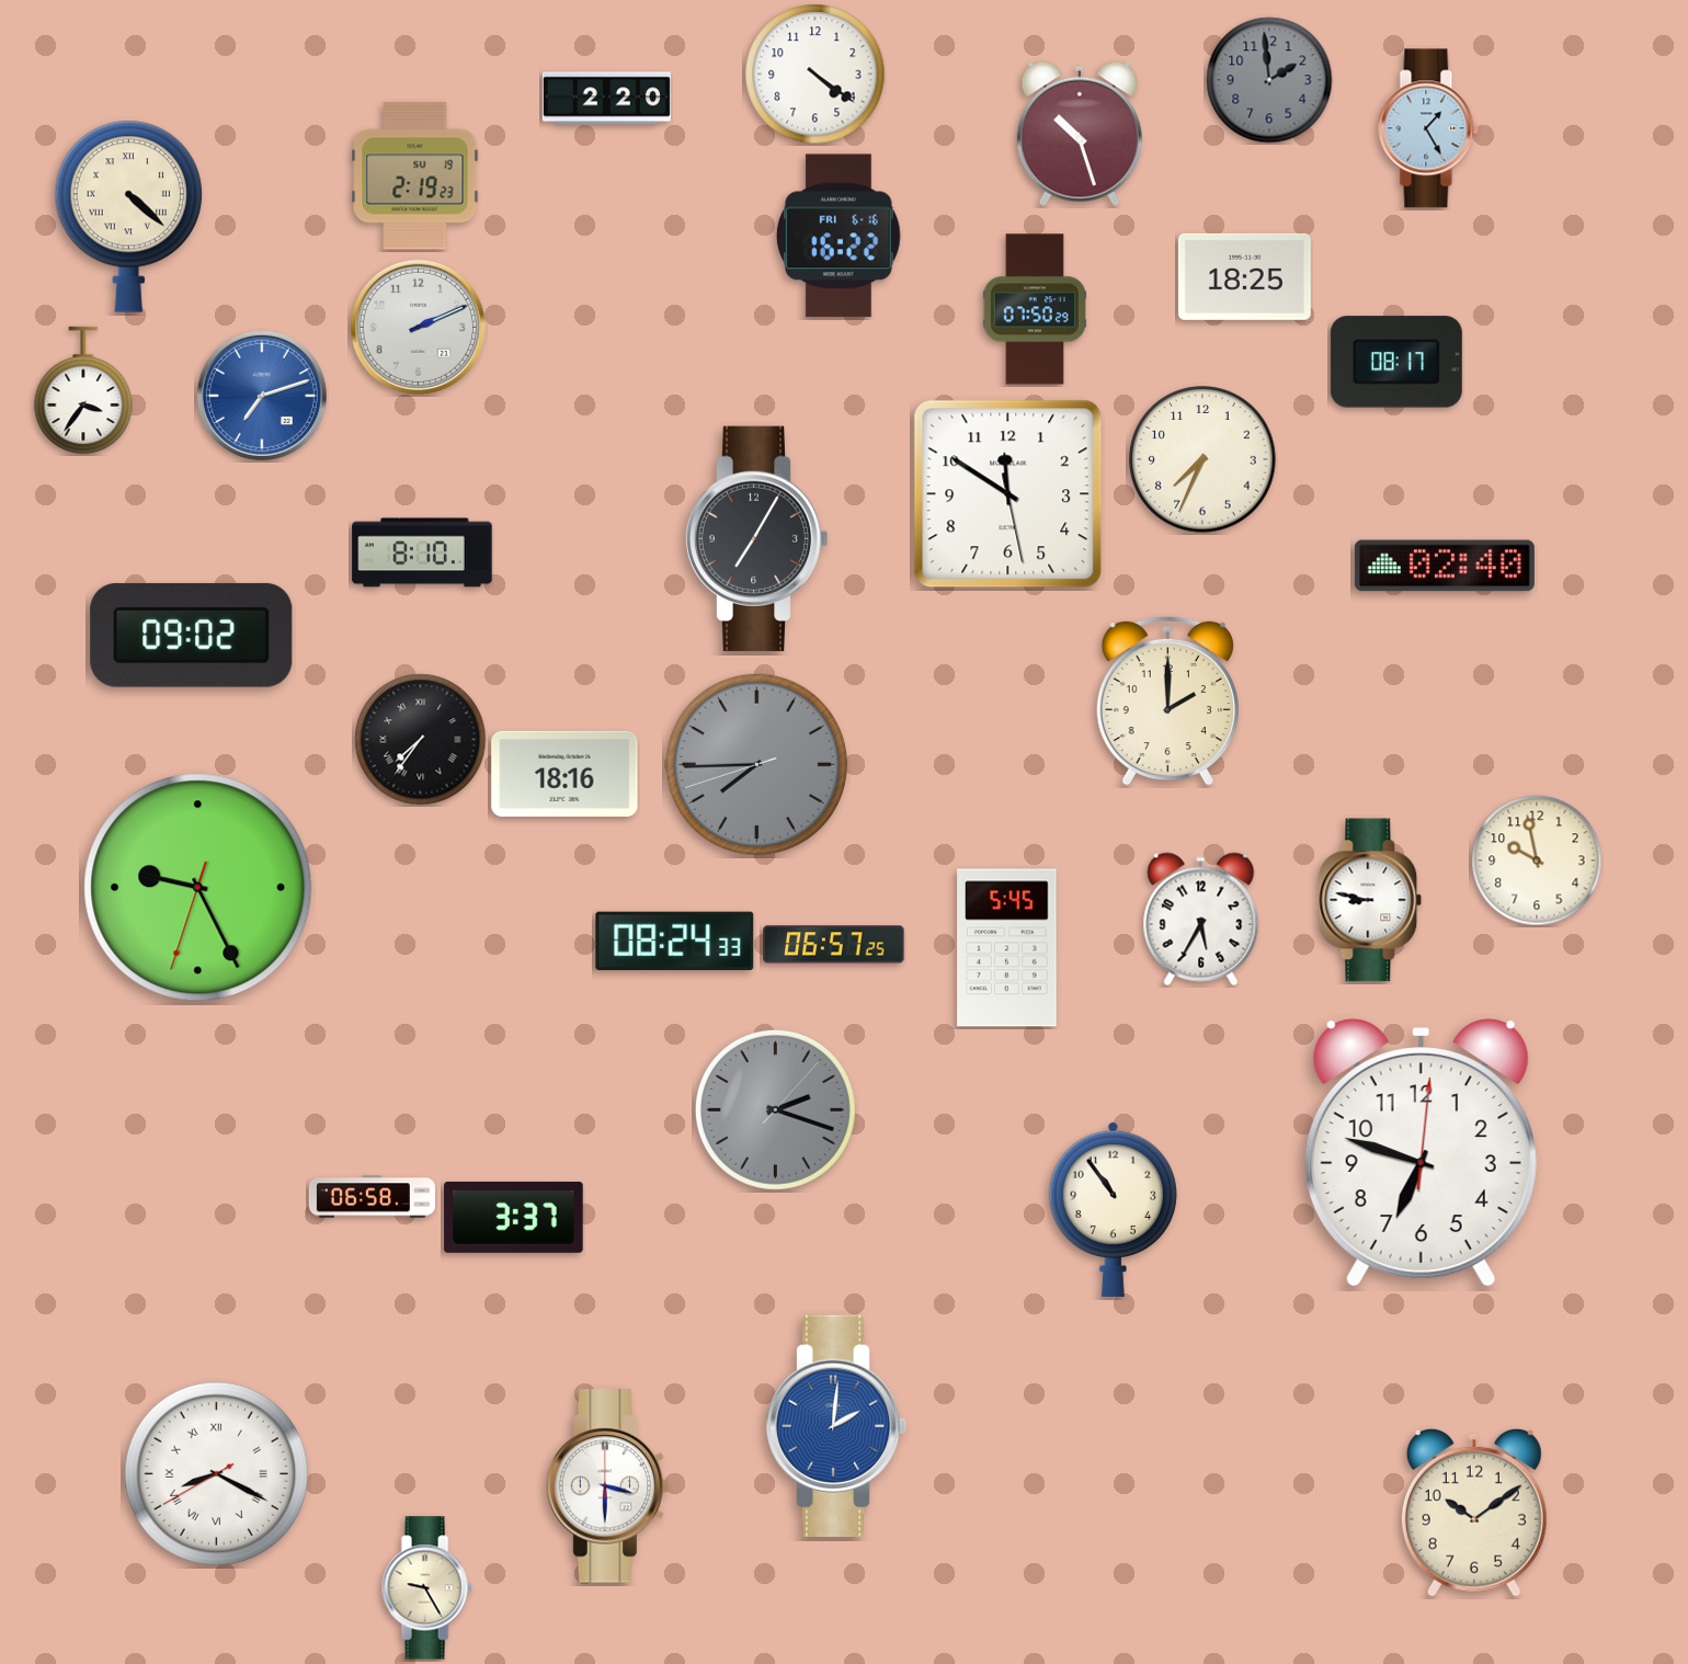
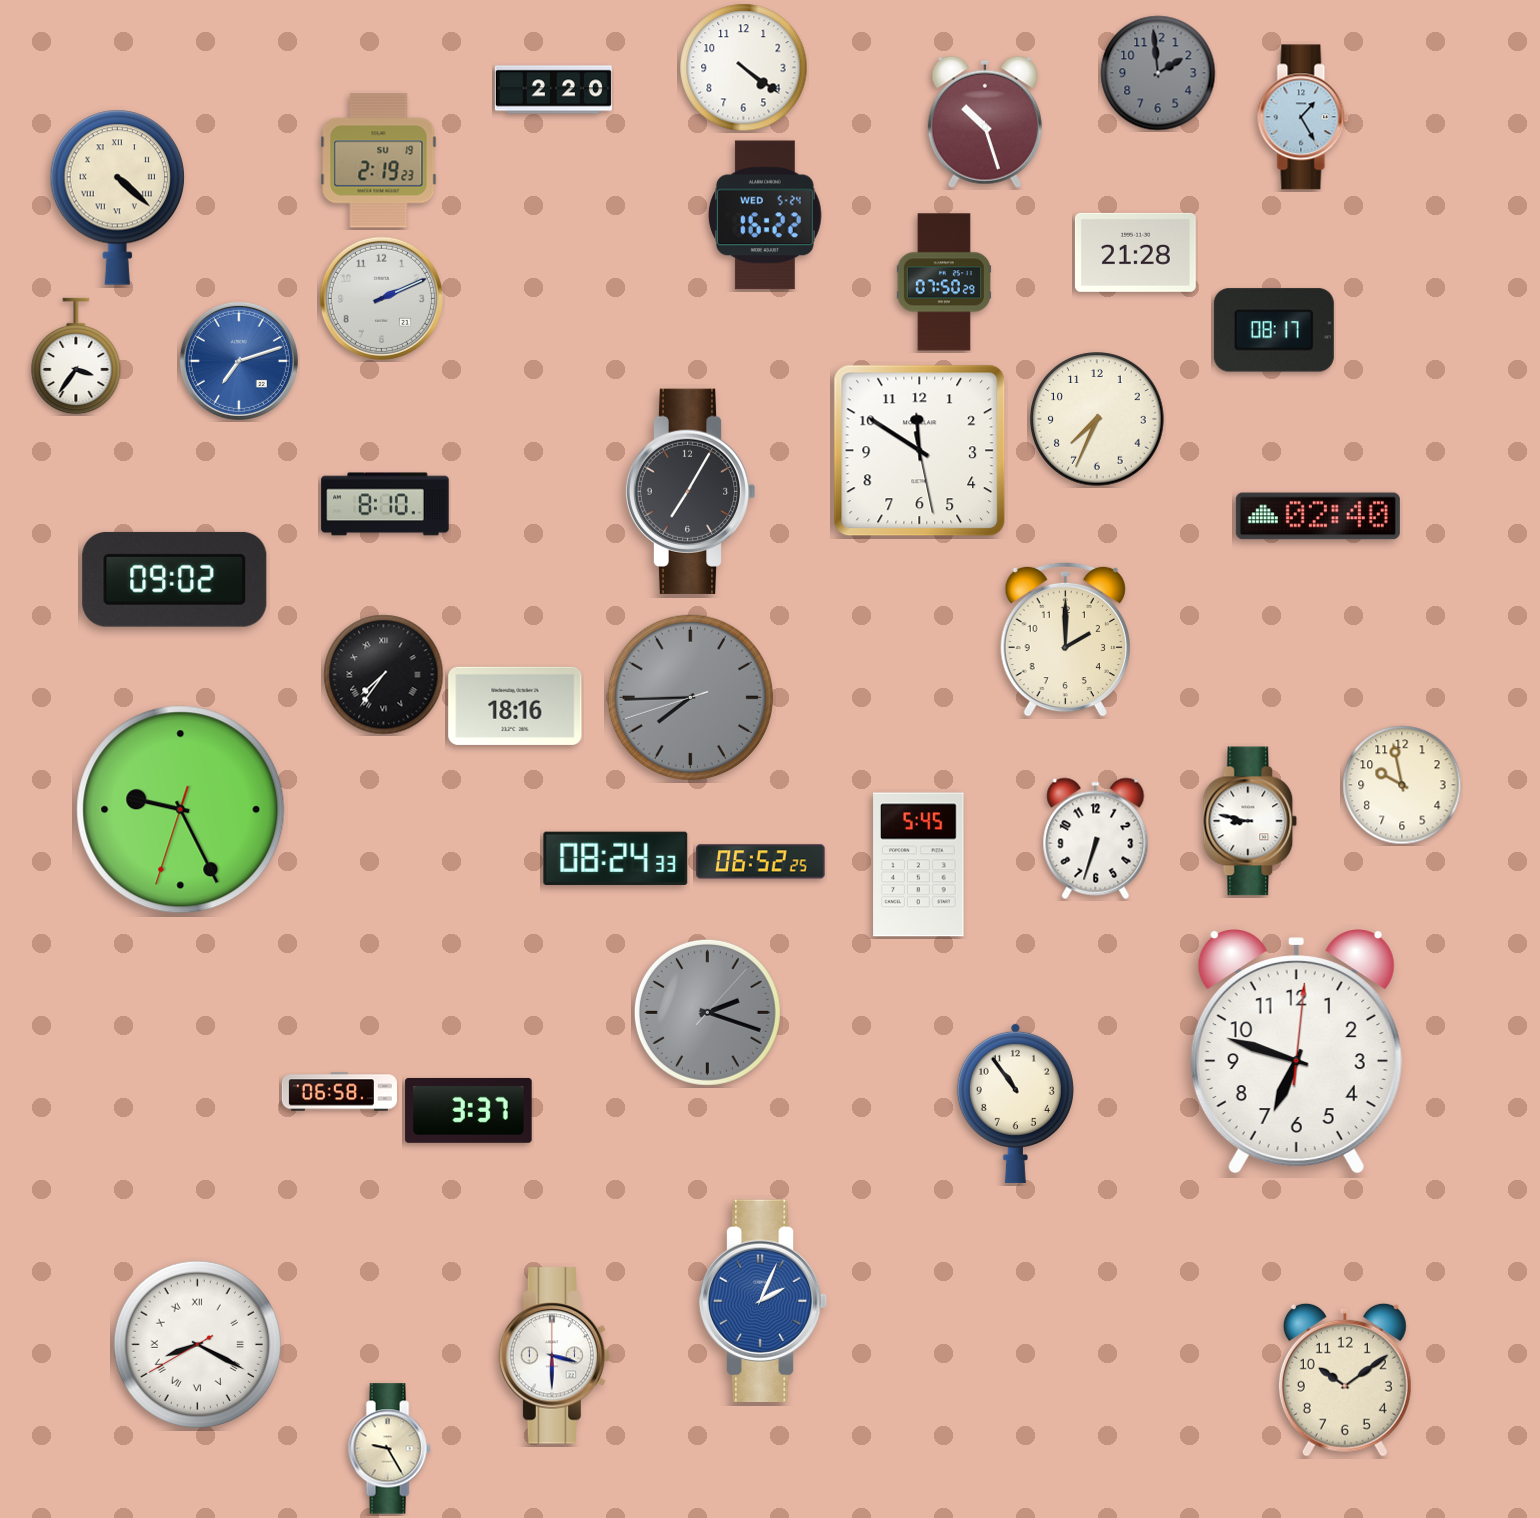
clock at (839, 236) date: FRI 6-16 -> WED 5-24
clock at (1244, 276): 18:25 -> 21:28
clock at (1201, 920): 5:35 -> 6:33
clock at (834, 945): 06:57 -> 06:52
clock at (836, 1425): 2:01 -> 2:04
